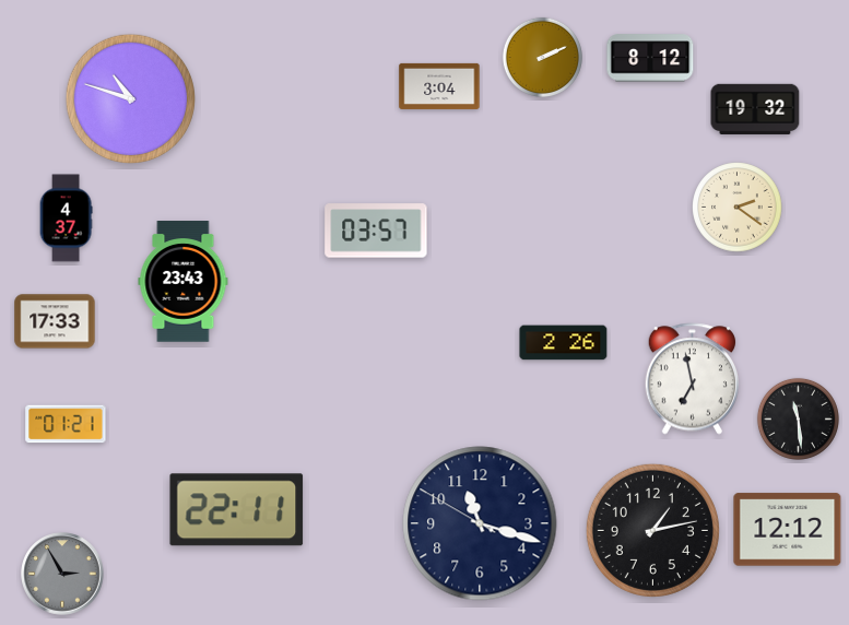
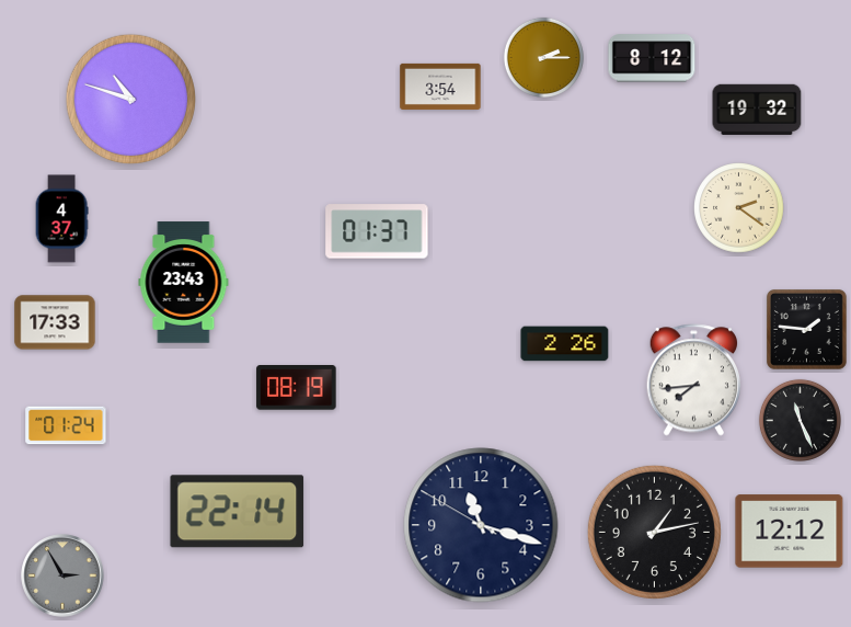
clock at (542, 57): 2:11 -> 2:15
clock at (439, 86): 3:04 -> 3:54
clock at (66, 219) position: (66, 219) -> (61, 219)
clock at (376, 231): 03:57 -> 01:37
clock at (807, 330): none -> 1:46
clock at (693, 379): 6:58 -> 7:44
clock at (297, 388): none -> 08:19
clock at (798, 418): 11:29 -> 11:26
clock at (66, 424): 01:21 -> 01:24
clock at (237, 510): 22:11 -> 22:14
